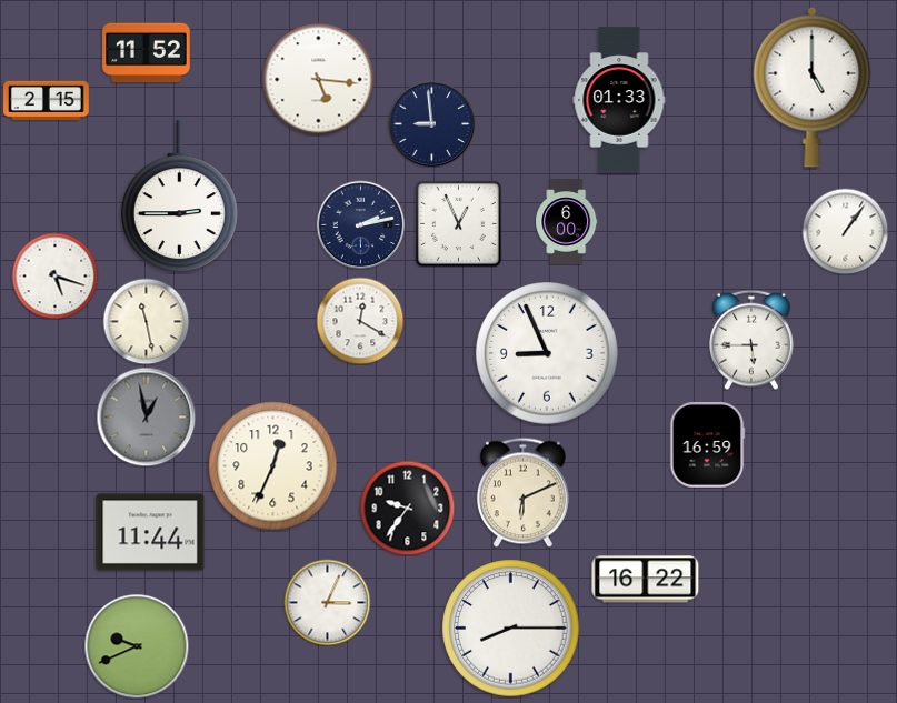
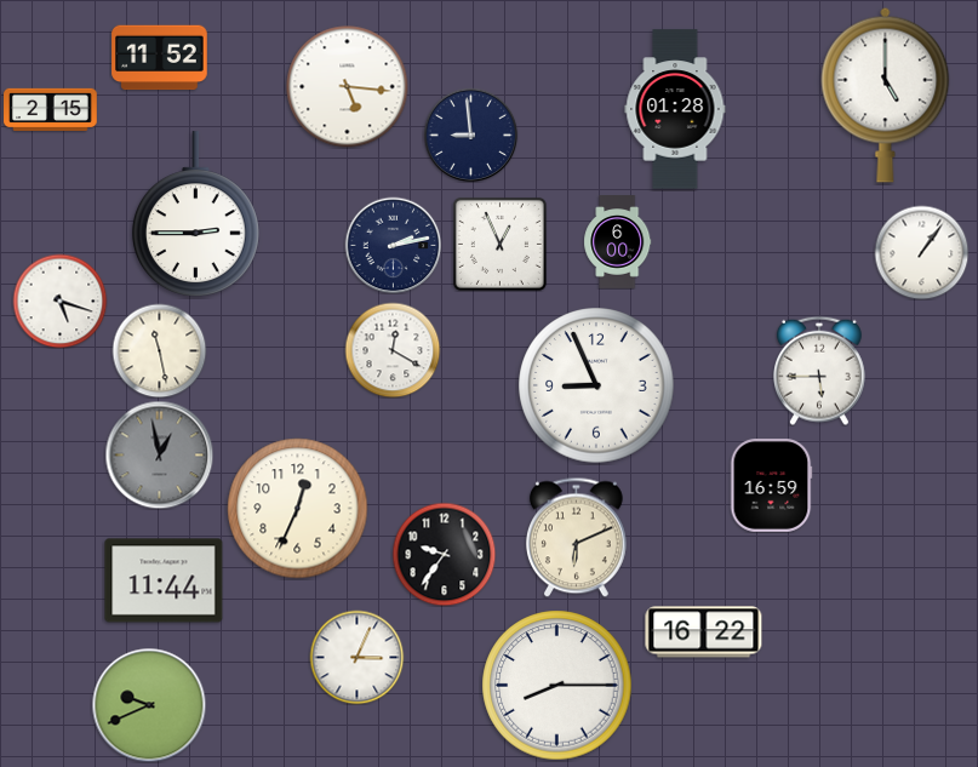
clock at (619, 100): 01:33 -> 01:28
clock at (522, 492) position: (522, 492) -> (576, 537)
